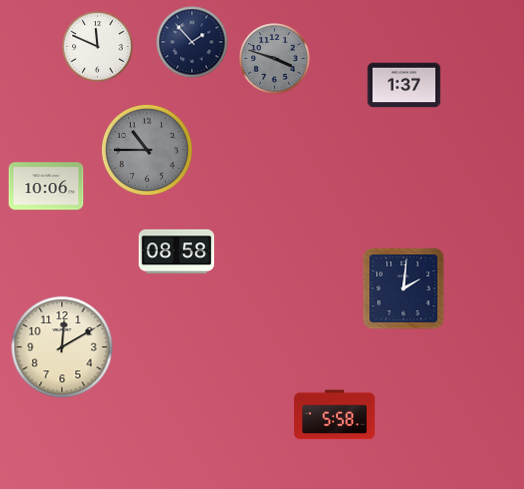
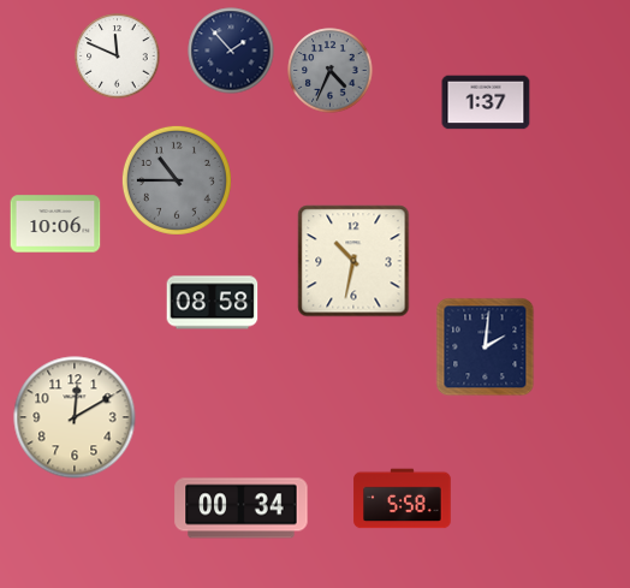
clock at (275, 59): 3:48 -> 4:34
clock at (353, 261): none -> 10:32
clock at (242, 509): none -> 00:34
